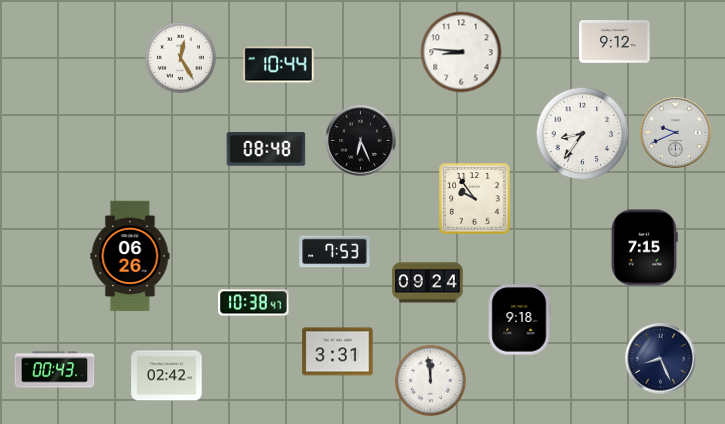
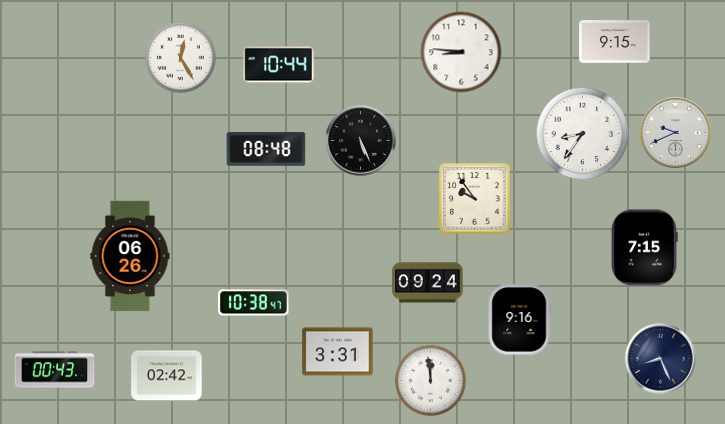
clock at (615, 42): 9:12 -> 9:15
clock at (361, 141): 6:26 -> 5:26
clock at (335, 252): 7:53 -> none
clock at (519, 320): 9:18 -> 9:16
